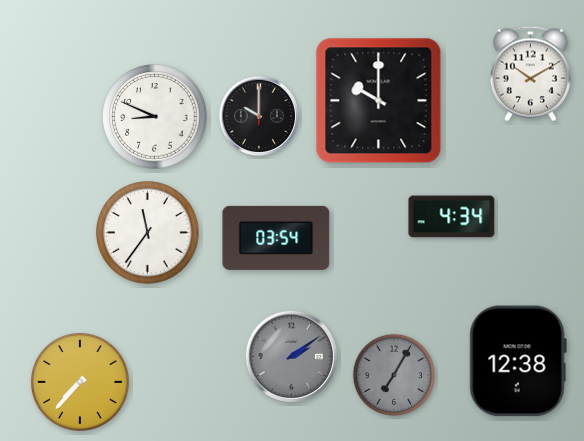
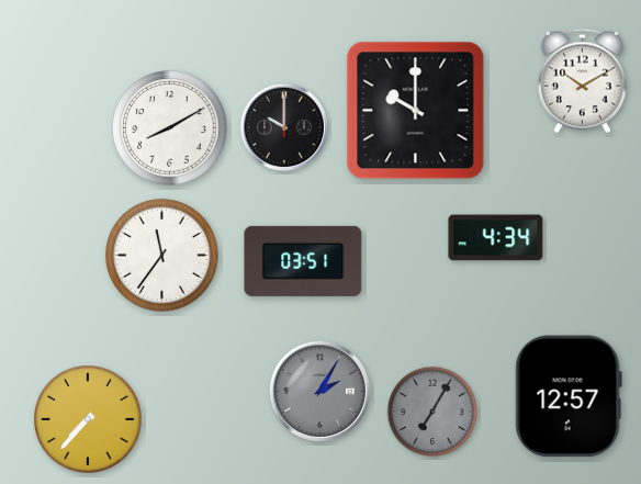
clock at (155, 117): 8:49 -> 8:10
clock at (276, 238): 03:54 -> 03:51
clock at (291, 356): 2:09 -> 2:05
clock at (518, 361): 12:38 -> 12:57
